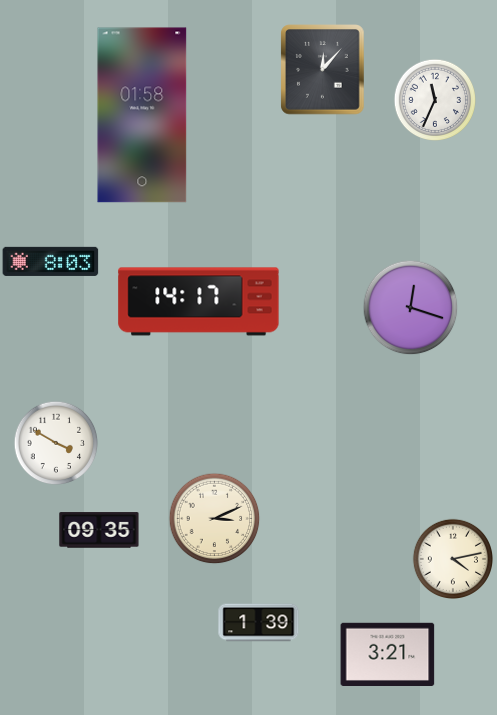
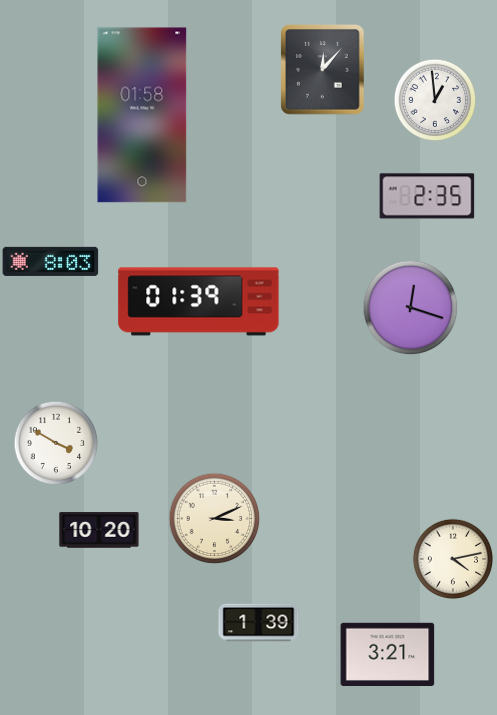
clock at (435, 100): 11:34 -> 12:59
clock at (427, 196): none -> 2:35
clock at (199, 302): 14:17 -> 01:39
clock at (99, 530): 09:35 -> 10:20
